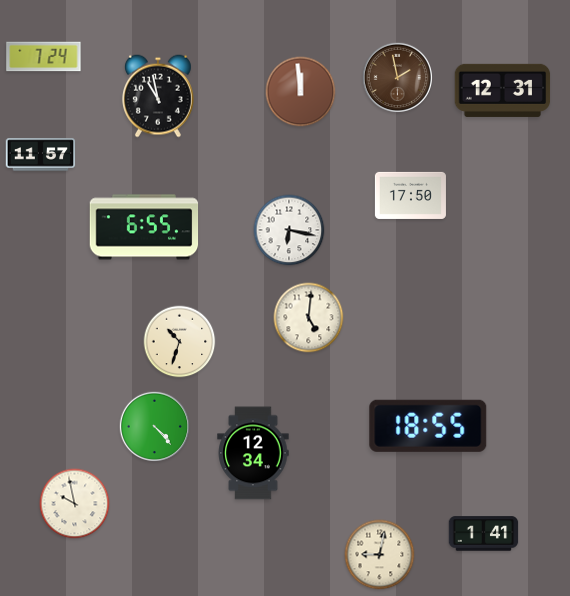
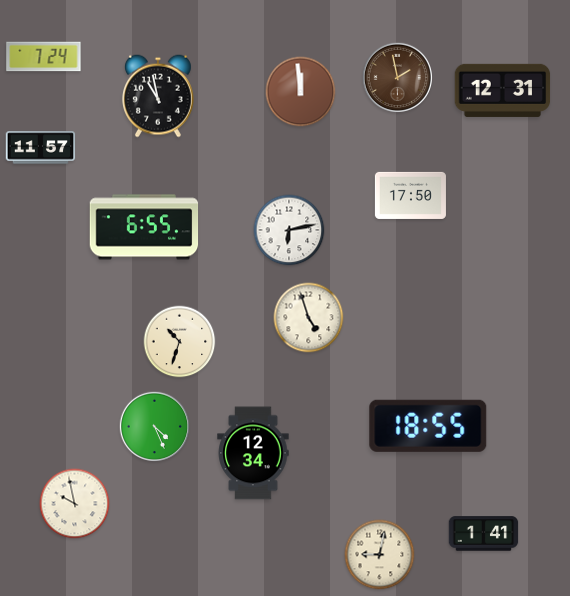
clock at (41, 155) position: (41, 155) -> (41, 148)
clock at (289, 230): 6:17 -> 6:13
clock at (309, 318): 5:01 -> 4:57
clock at (154, 426): 4:23 -> 4:26
